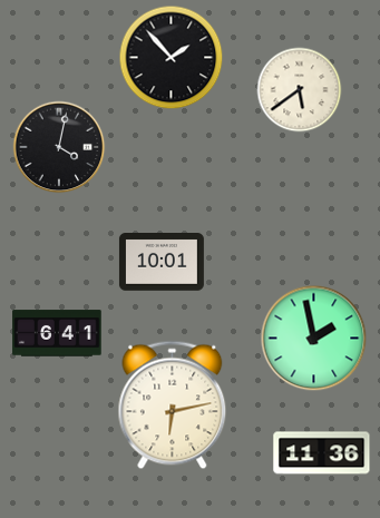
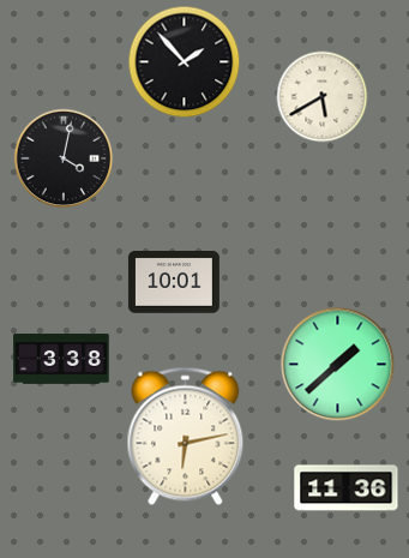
clock at (300, 90): 5:39 -> 5:40
clock at (57, 333): 6:41 -> 3:38
clock at (314, 339): 1:58 -> 1:38
